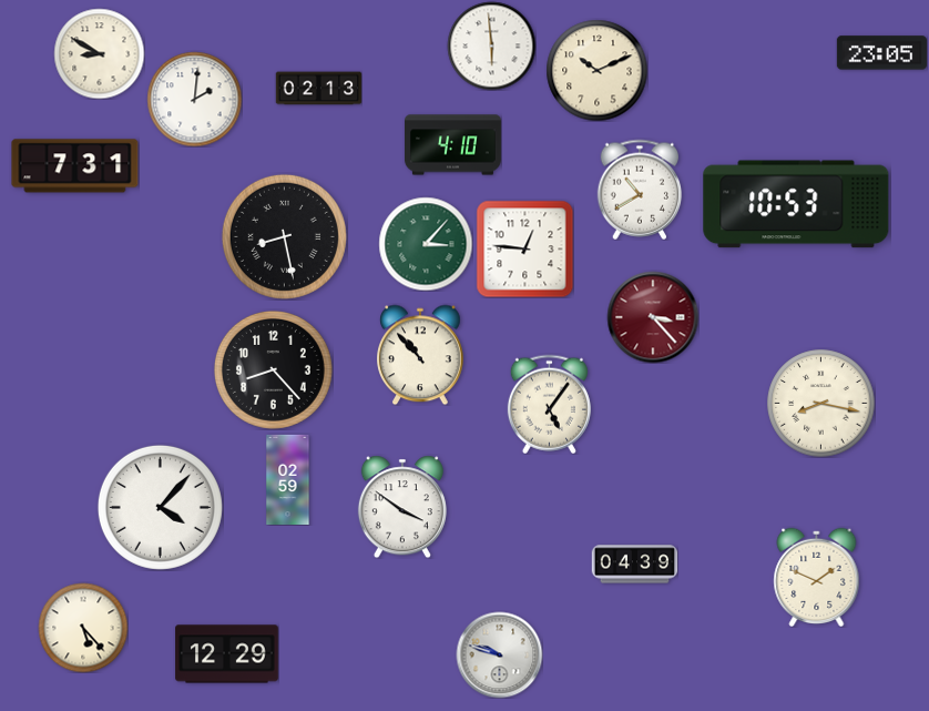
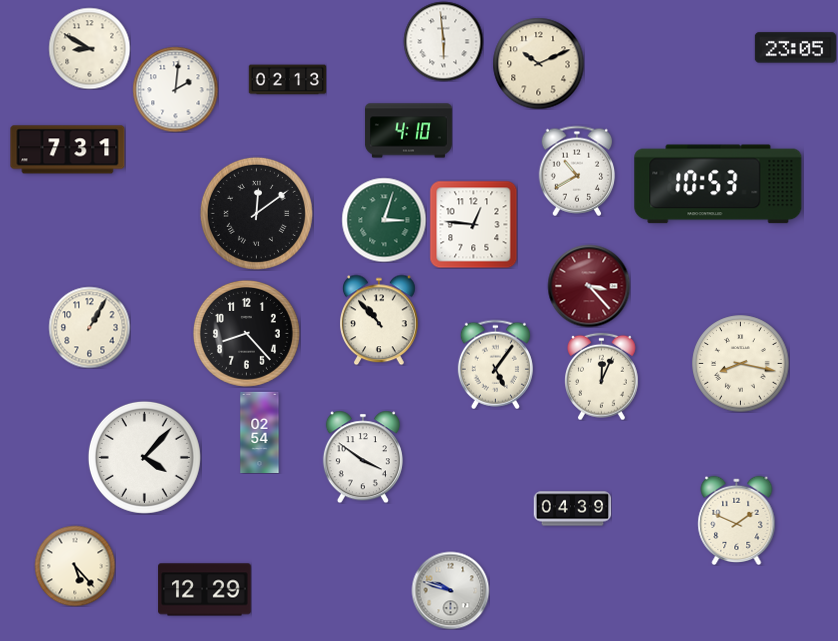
clock at (284, 236): 8:28 -> 12:09
clock at (426, 244): 3:07 -> 3:03
clock at (89, 327): none -> 1:05
clock at (602, 376): none -> 12:04
clock at (288, 479): 02:59 -> 02:54
